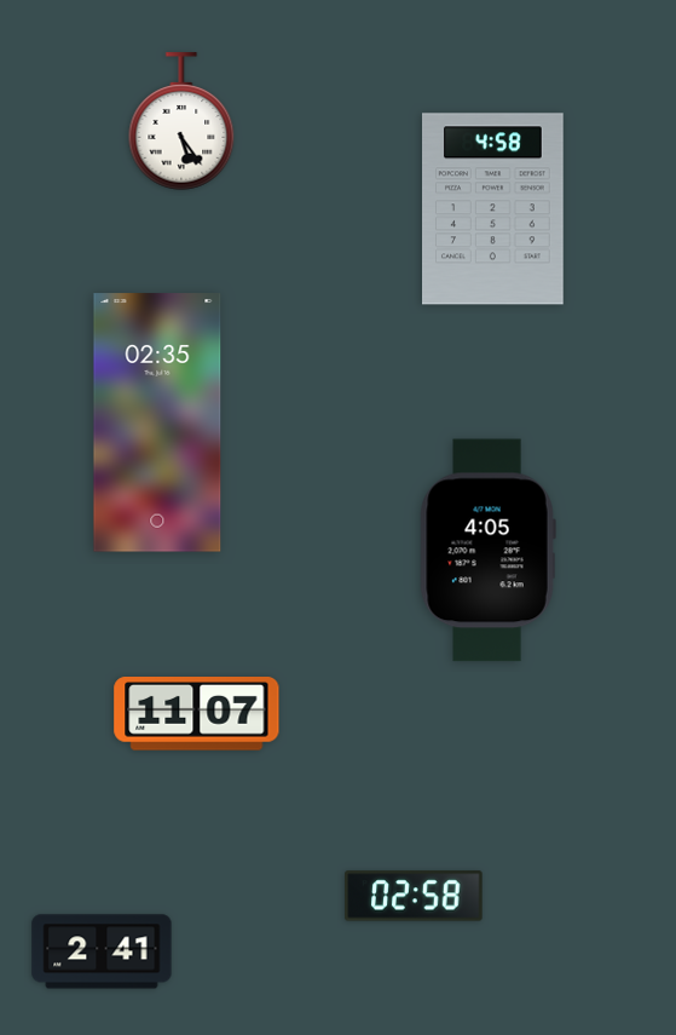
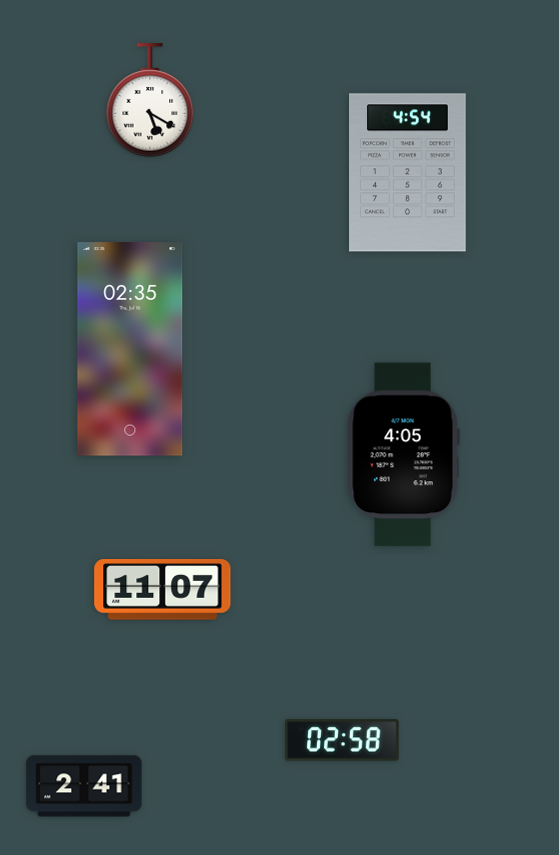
clock at (181, 121): 5:24 -> 5:20
clock at (493, 209): 4:58 -> 4:54
